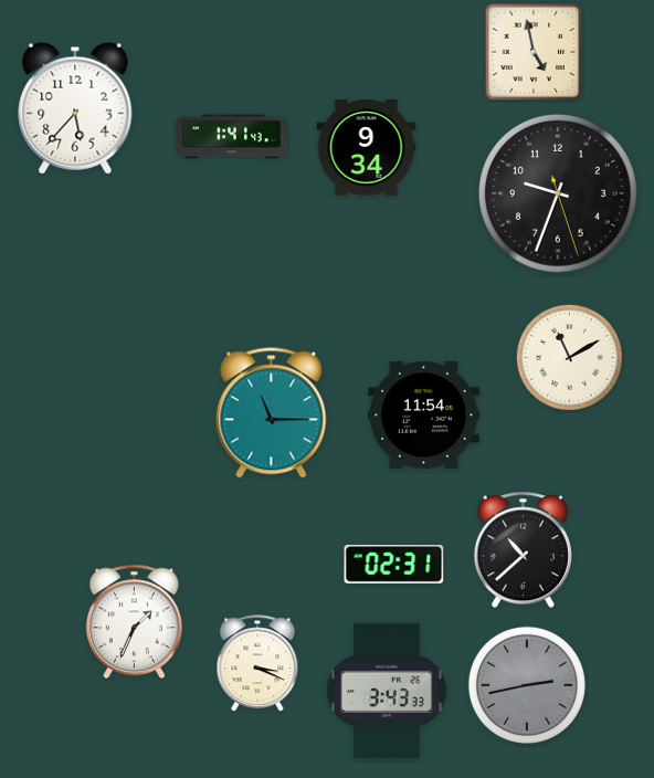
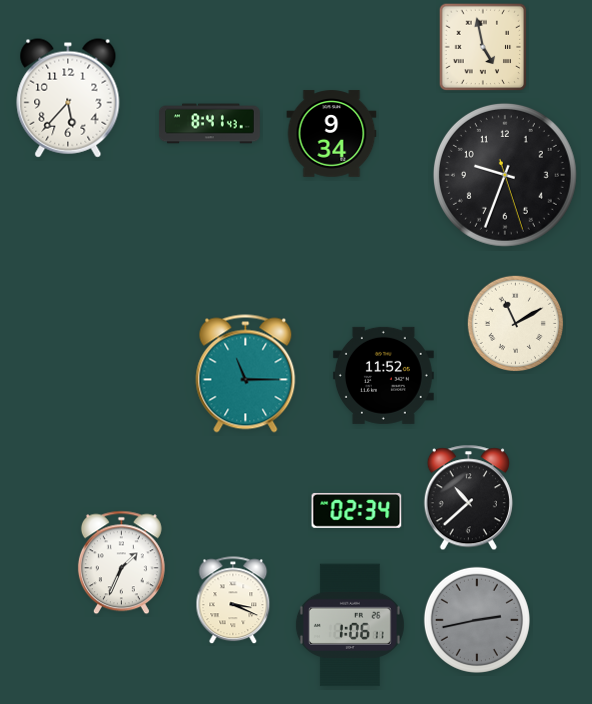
clock at (231, 137): 1:41 -> 8:41
clock at (423, 414): 11:54 -> 11:52
clock at (523, 550) position: (523, 550) -> (468, 498)
clock at (394, 564): 02:31 -> 02:34
clock at (387, 691): 3:43 -> 1:06
